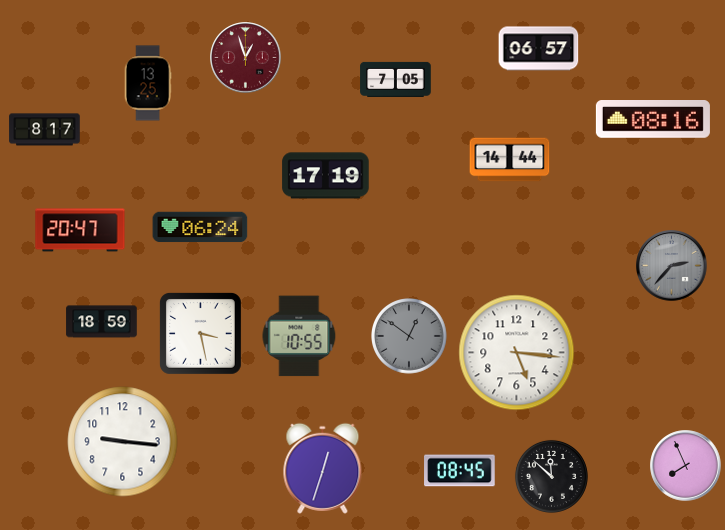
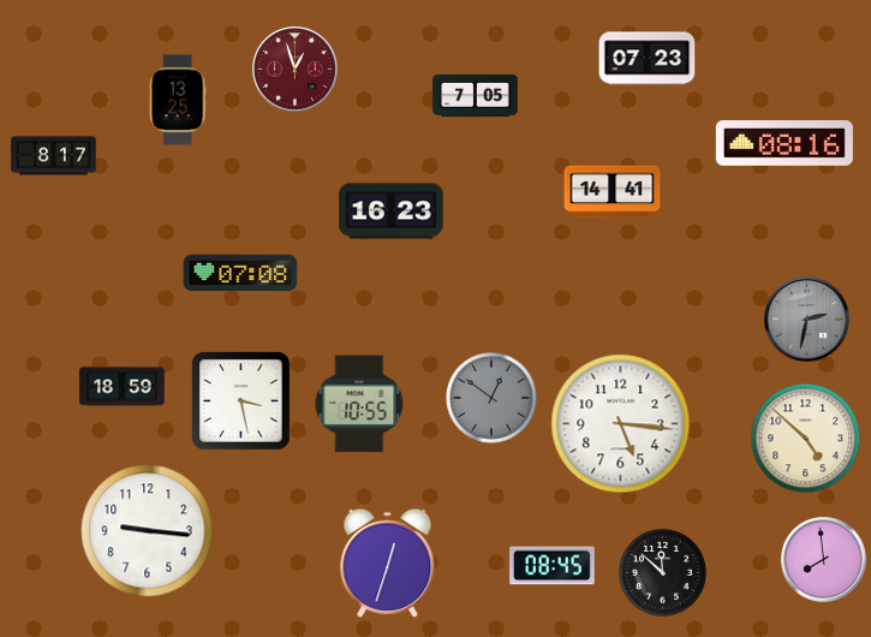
clock at (539, 49): 06:57 -> 07:23
clock at (510, 160): 14:44 -> 14:41
clock at (326, 176): 17:19 -> 16:23
clock at (200, 227): 06:24 -> 07:08
clock at (80, 230): 20:47 -> none
clock at (672, 266): 2:37 -> 2:32
clock at (410, 337) position: (410, 337) -> (493, 399)
clock at (806, 439): none -> 4:52
clock at (686, 466): 7:56 -> 7:59
